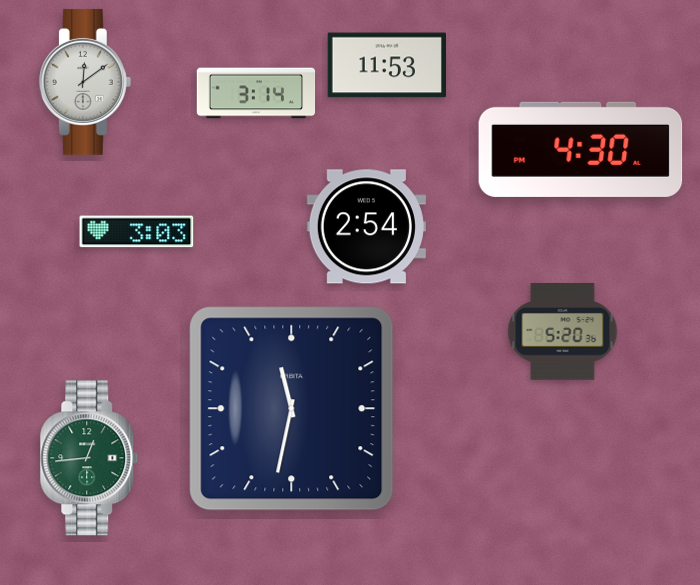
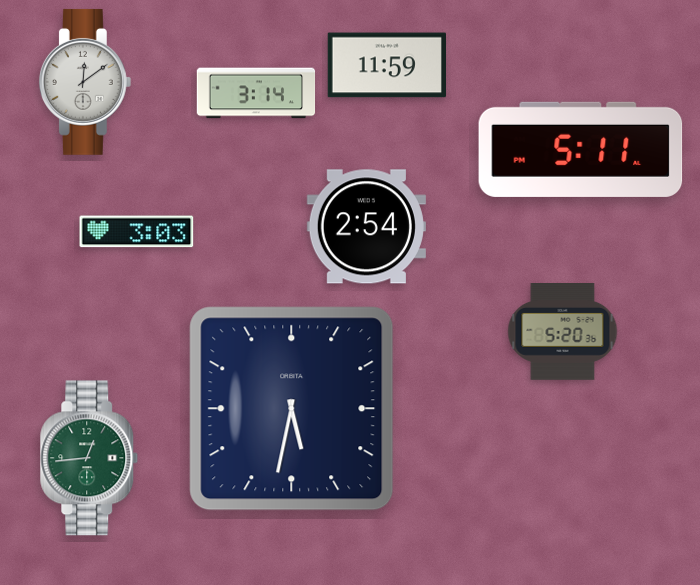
clock at (386, 65): 11:53 -> 11:59
clock at (581, 149): 4:30 -> 5:11
clock at (292, 409): 11:32 -> 5:32
